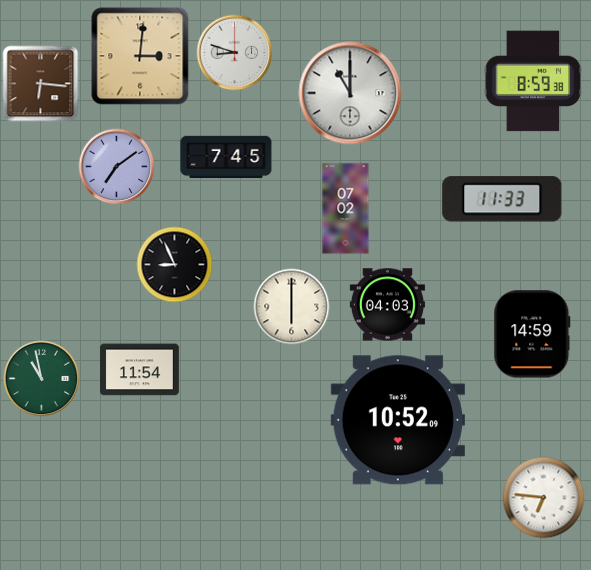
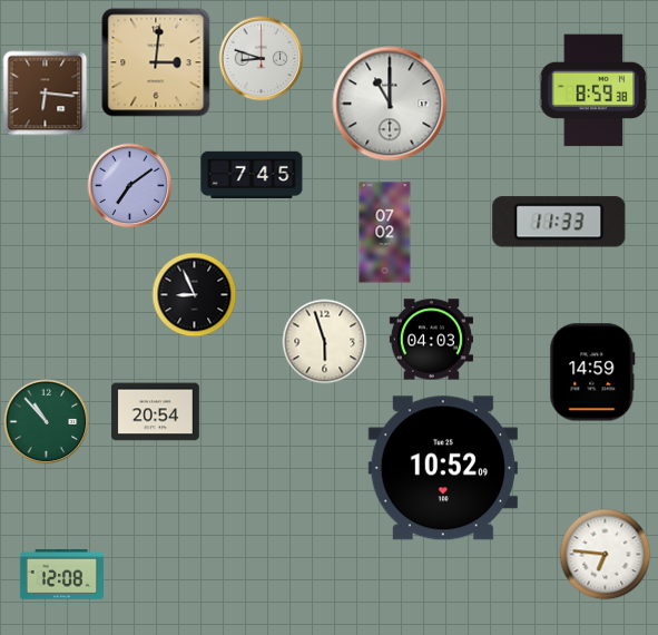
clock at (292, 307): 6:00 -> 5:57
clock at (139, 370): 11:54 -> 20:54
clock at (42, 379): 10:58 -> 10:53
clock at (61, 575): none -> 12:08
